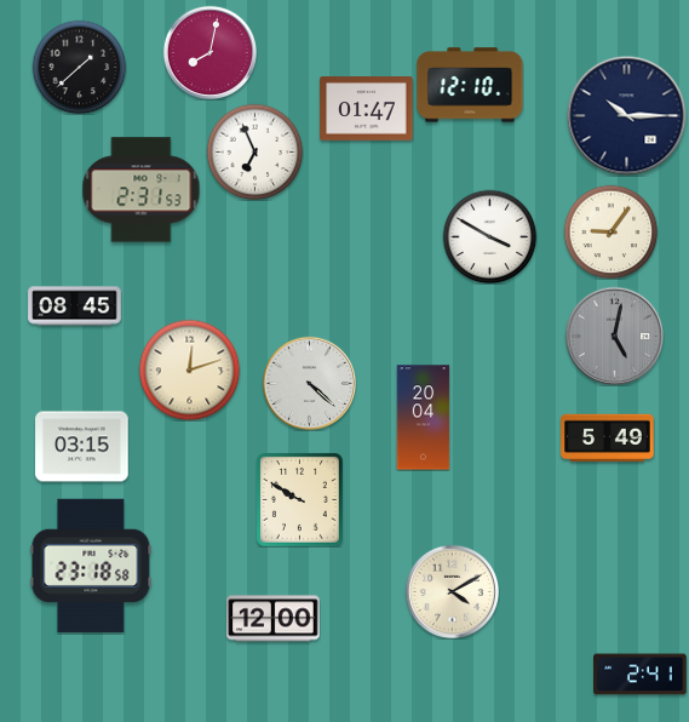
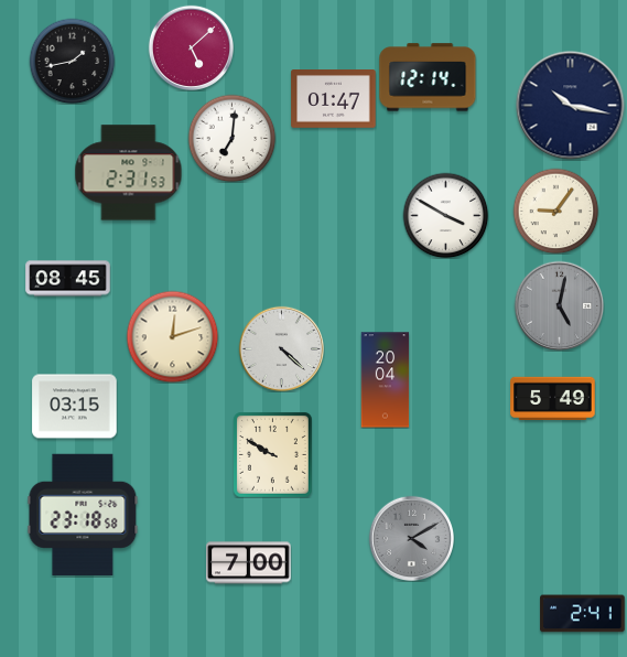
clock at (209, 52): 8:02 -> 5:08
clock at (79, 67): 1:38 -> 1:43
clock at (470, 85): 12:10 -> 12:14
clock at (627, 116): 10:15 -> 10:17
clock at (254, 151): 6:56 -> 7:01
clock at (452, 591) dial: cream -> grey
clock at (274, 619): 12:00 -> 7:00
